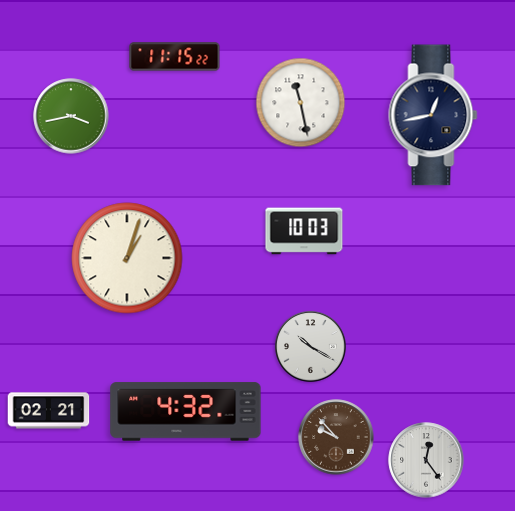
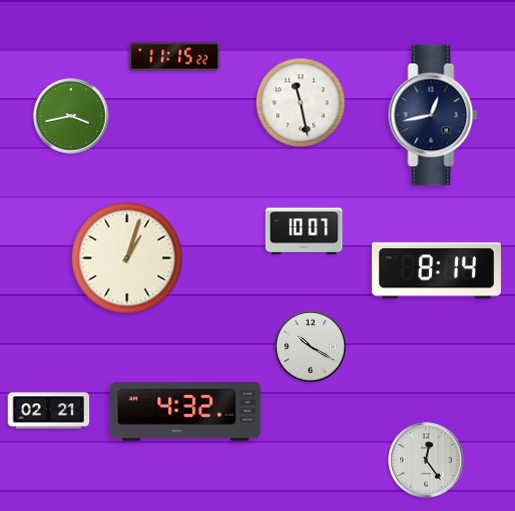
clock at (304, 231): 10:03 -> 10:07
clock at (436, 271): none -> 8:14
clock at (336, 437): 9:53 -> none
